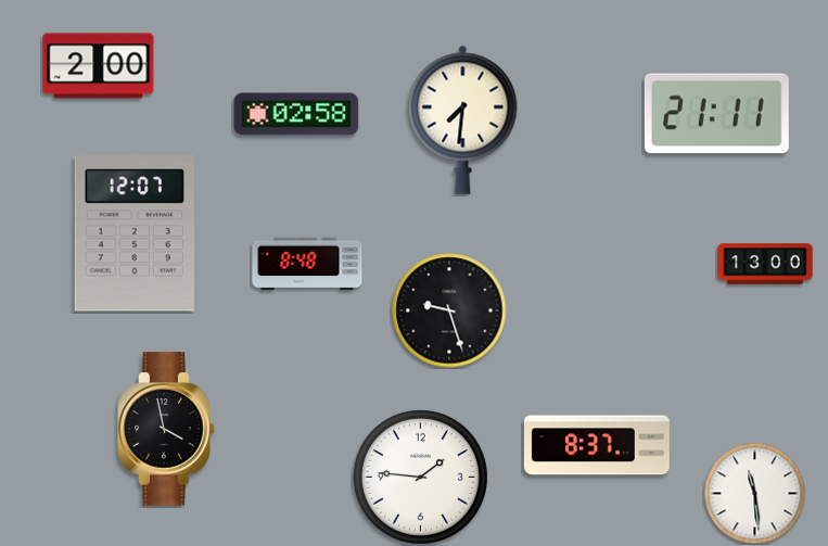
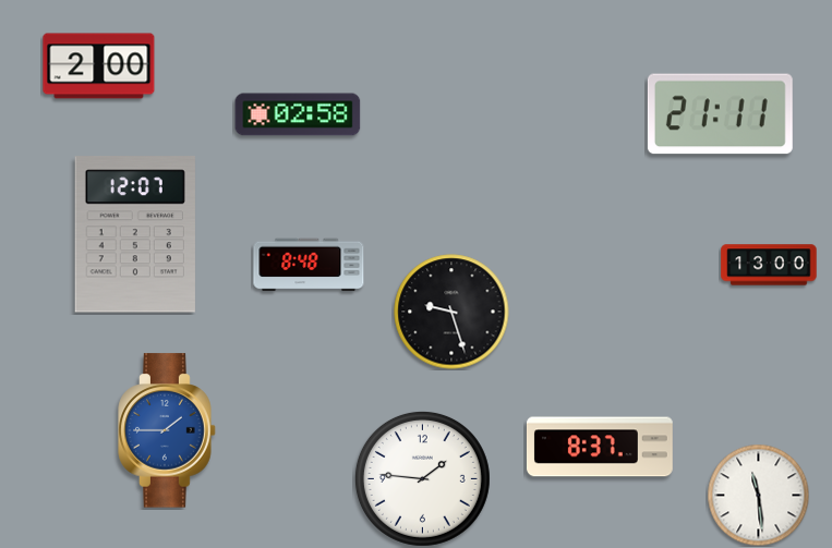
clock at (463, 119): 7:31 -> none
clock at (166, 429): 3:58 -> 1:45
clock at (166, 429) dial: black -> blue
